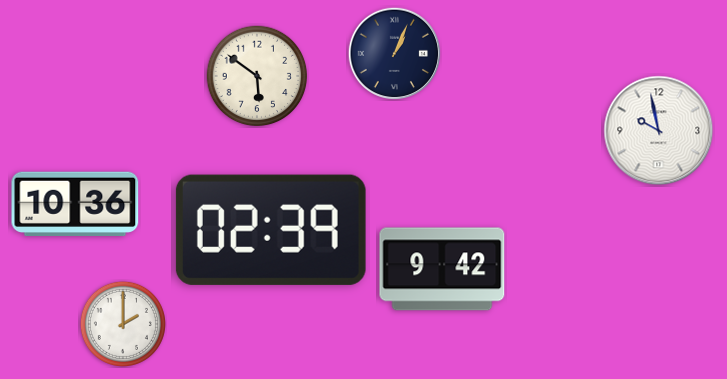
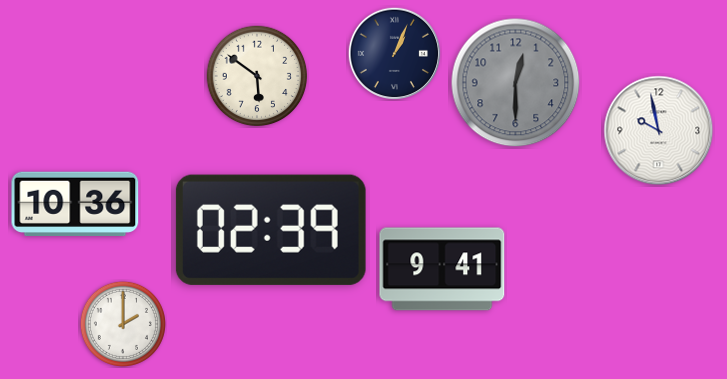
clock at (516, 83): none -> 12:30
clock at (442, 269): 9:42 -> 9:41
